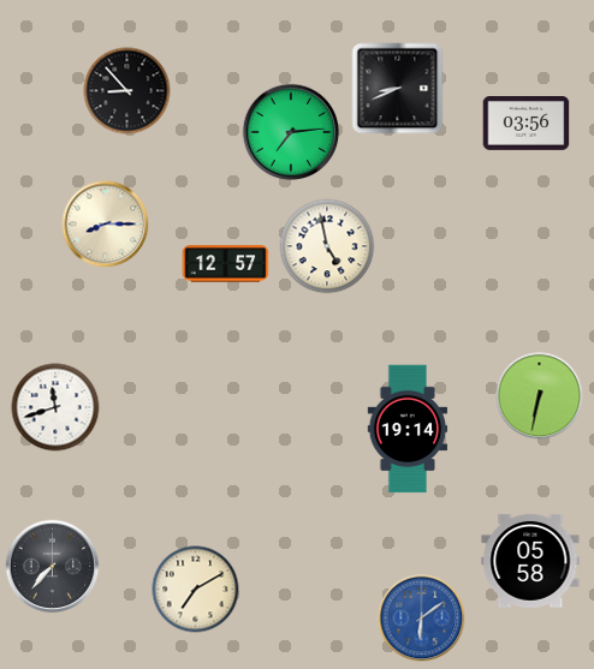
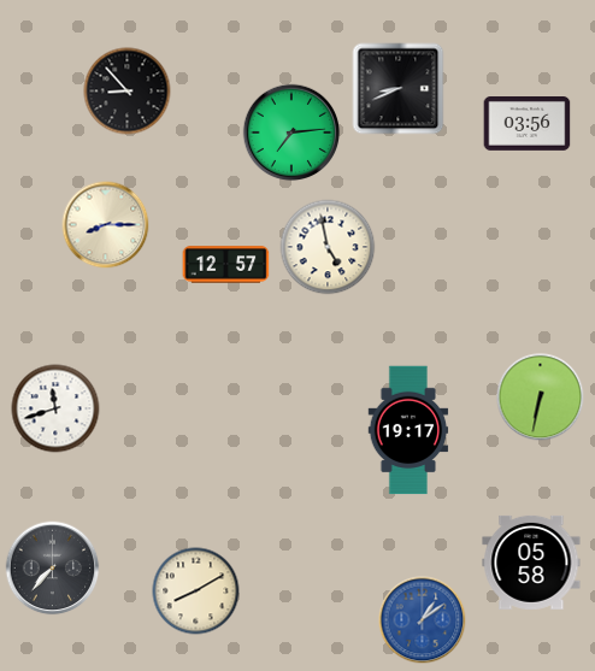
clock at (408, 429): 19:14 -> 19:17
clock at (196, 590): 7:10 -> 8:10
clock at (422, 619): 6:09 -> 1:09
